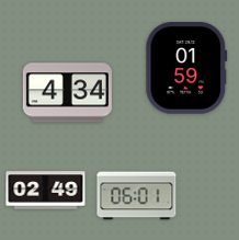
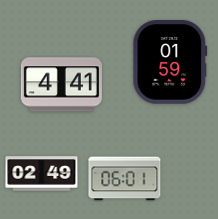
clock at (67, 93): 4:34 -> 4:41
